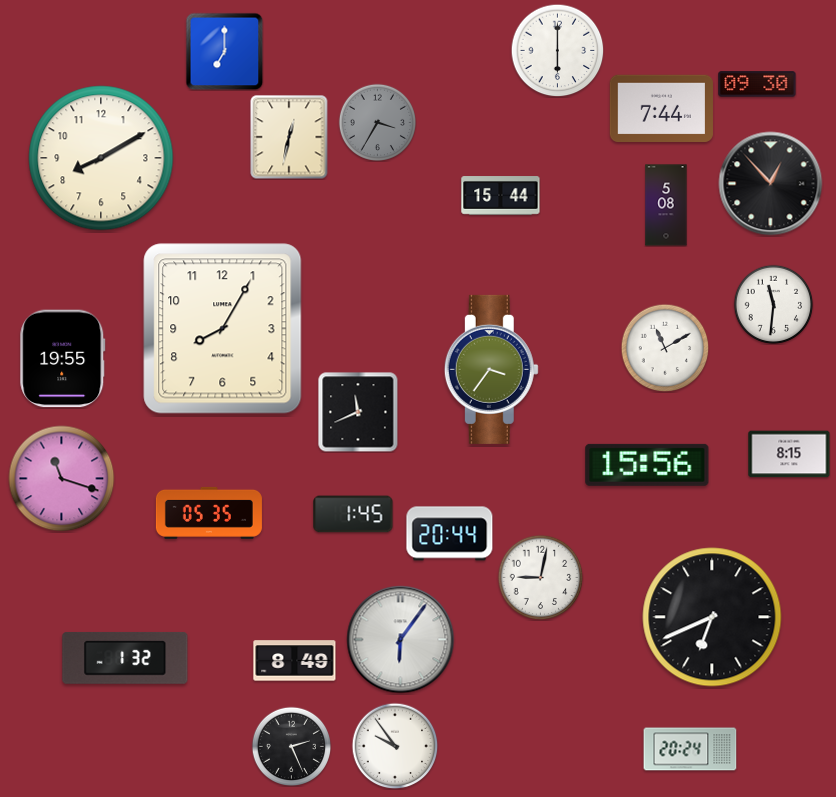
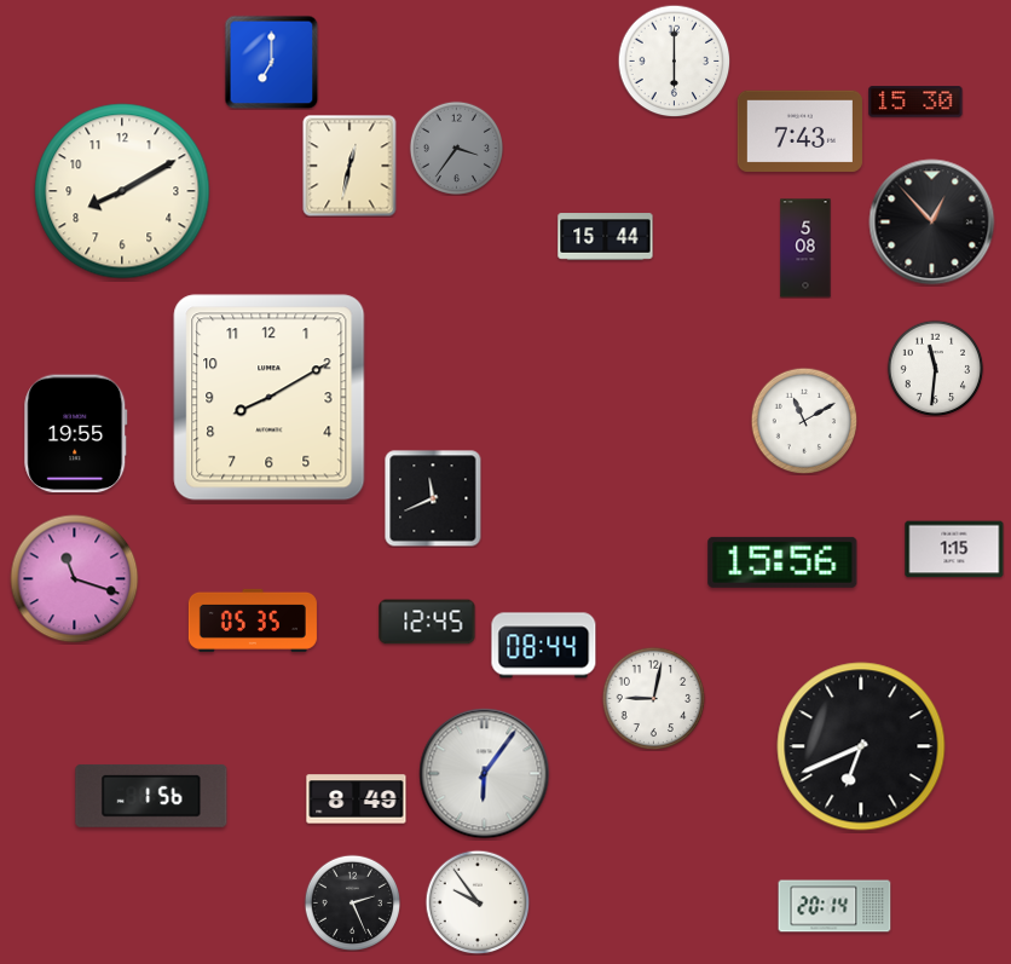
clock at (757, 84): 09:30 -> 15:30
clock at (661, 109): 7:44 -> 7:43
clock at (377, 122): 3:35 -> 3:36
clock at (223, 329): 8:05 -> 8:10
clock at (491, 369): 3:36 -> none
clock at (789, 454): 8:15 -> 1:15
clock at (353, 514): 1:45 -> 12:45
clock at (450, 534): 20:44 -> 08:44
clock at (125, 658): 1:32 -> 1:56
clock at (690, 749): 20:24 -> 20:14
